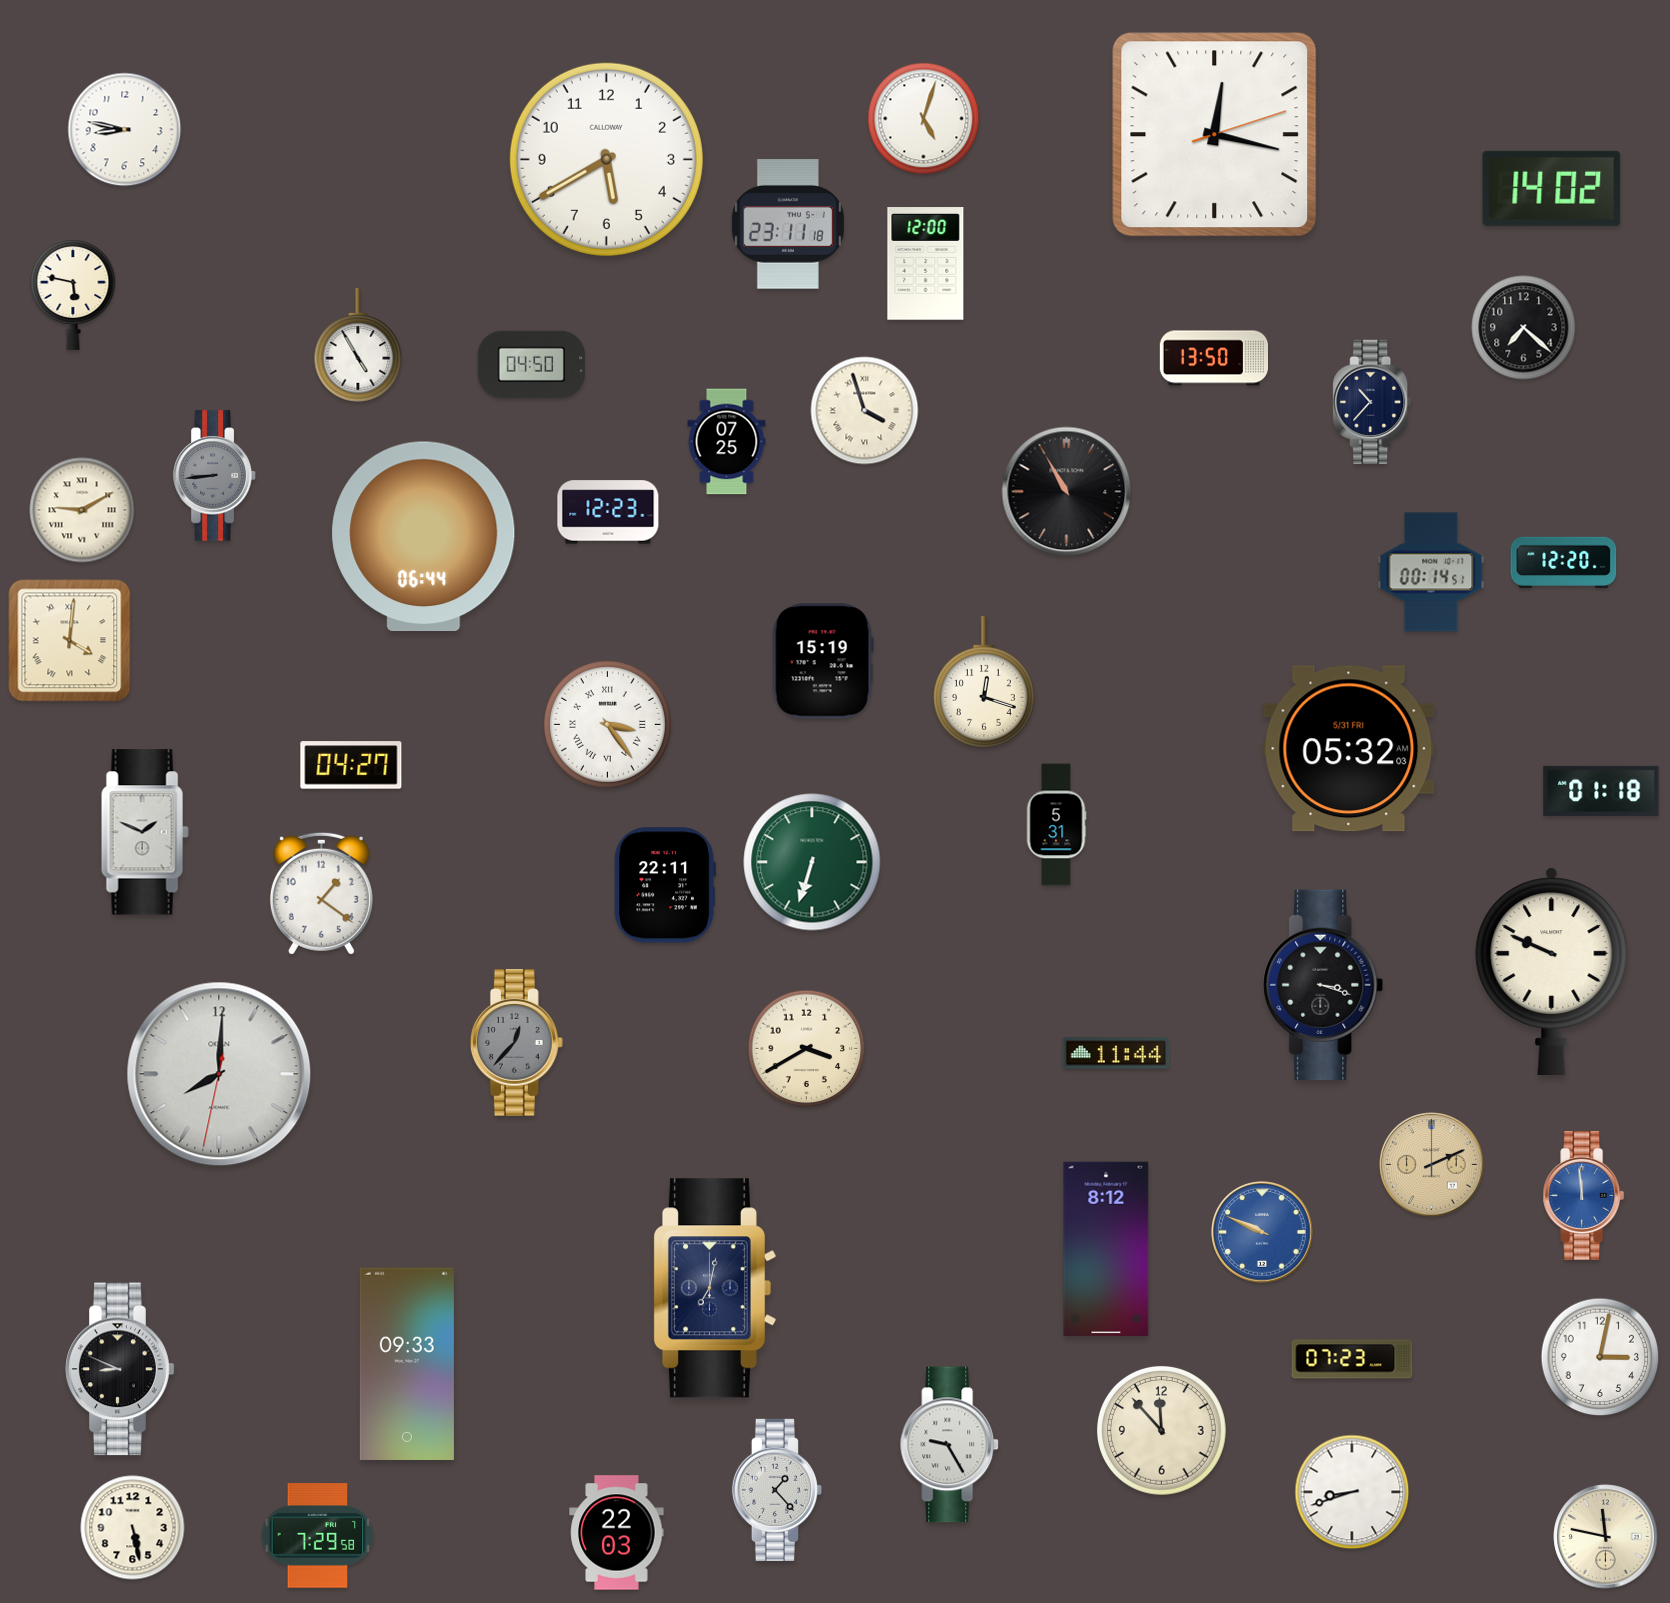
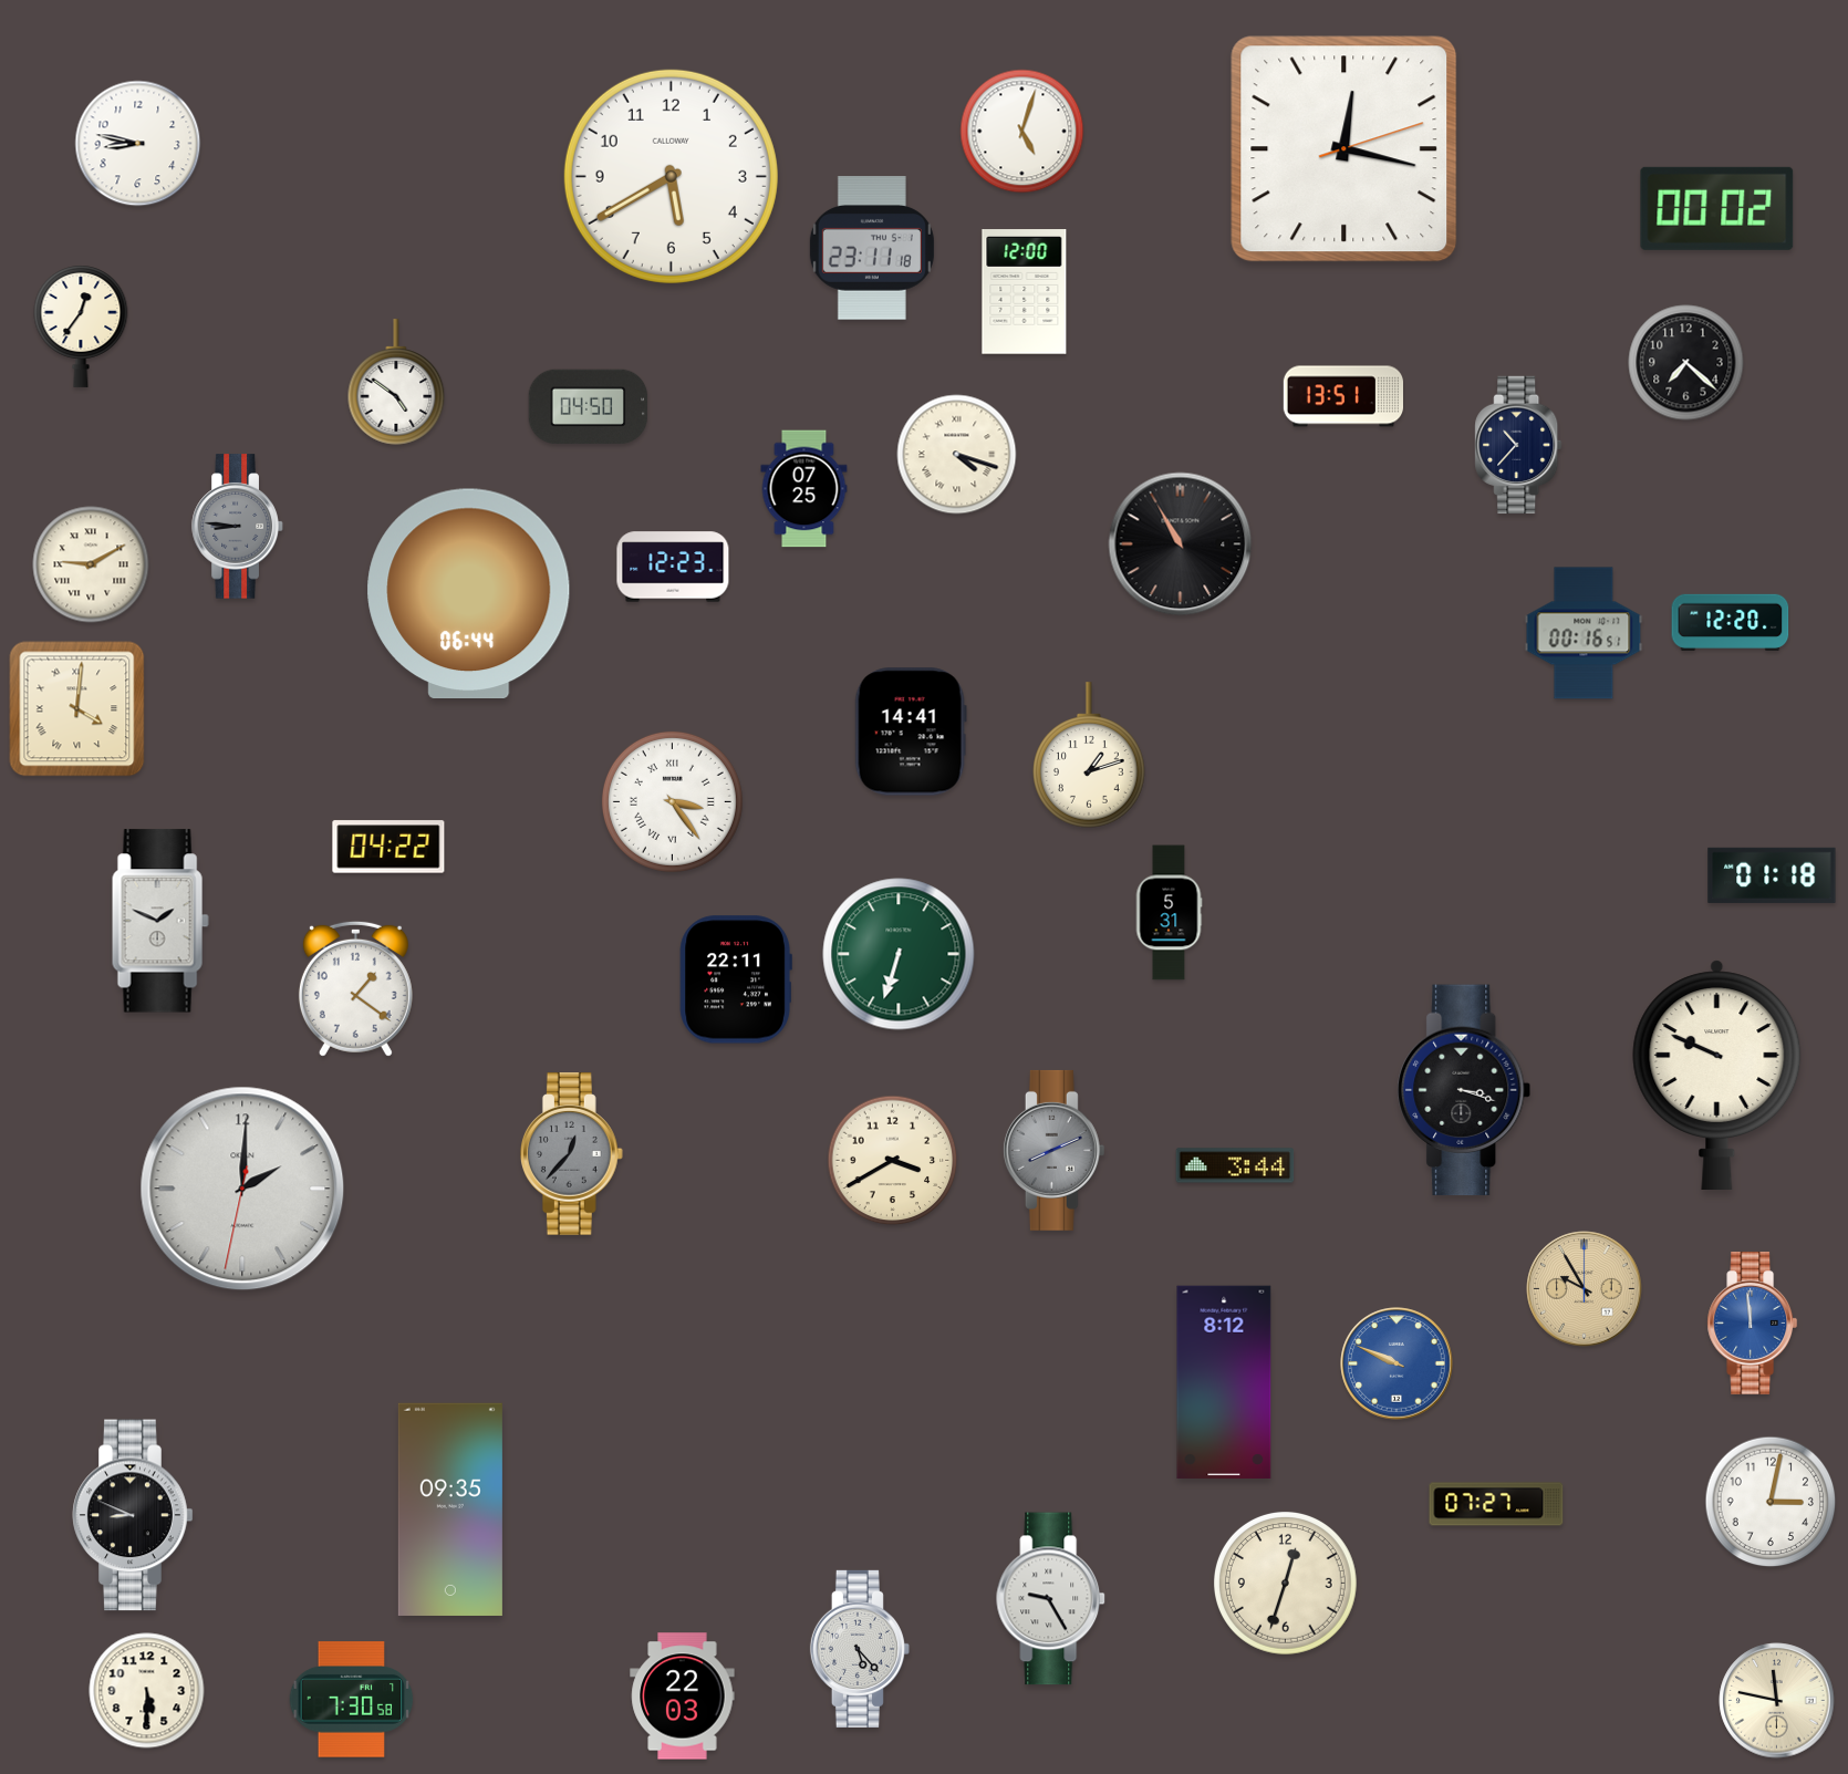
clock at (1552, 188): 14:02 -> 00:02
clock at (73, 295): 5:47 -> 12:36
clock at (358, 345): 4:55 -> 4:51
clock at (1213, 358): 13:50 -> 13:51
clock at (532, 365) position: (532, 365) -> (589, 407)
clock at (865, 411): 3:57 -> 4:18
clock at (215, 476): 8:44 -> 8:46
clock at (1431, 572): 00:14 -> 00:16
clock at (823, 661): 15:19 -> 14:41
clock at (985, 682): 12:18 -> 1:12
clock at (1349, 749): 05:32 -> none
clock at (351, 765): 04:27 -> 04:22
clock at (1053, 1150): none -> 8:11
clock at (1116, 1053): 11:44 -> 3:44
clock at (219, 1074): 8:00 -> 2:00
clock at (1432, 1165): 2:11 -> 9:55
clock at (714, 1288): 7:02 -> none
clock at (1352, 1359): 07:23 -> 07:27
clock at (407, 1364): 09:33 -> 09:35
clock at (1161, 1430): 11:53 -> 12:33
clock at (777, 1490): 1:23 -> 5:23
clock at (1352, 1492): 8:42 -> none
clock at (133, 1528): 5:28 -> 5:30
clock at (318, 1536): 7:29 -> 7:30
